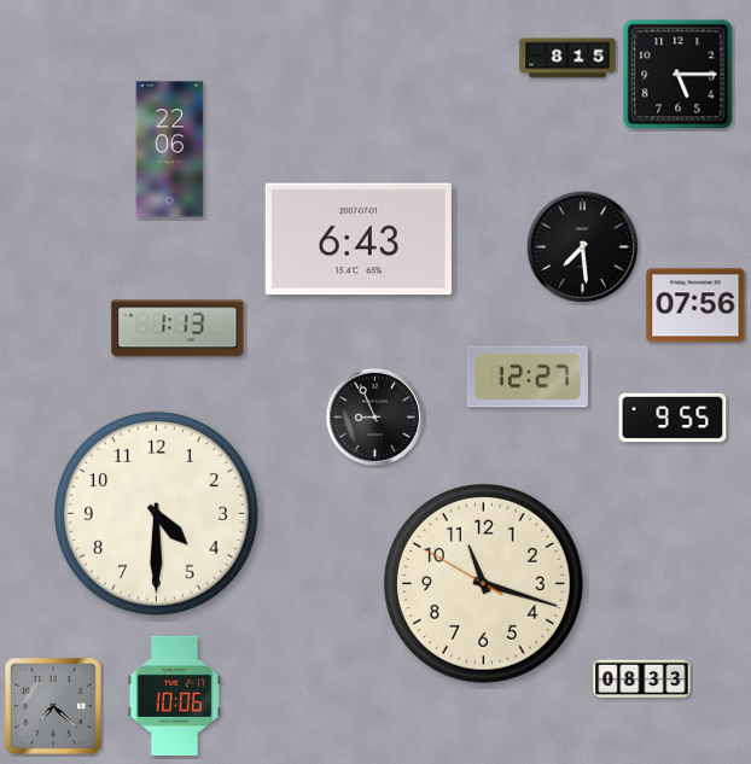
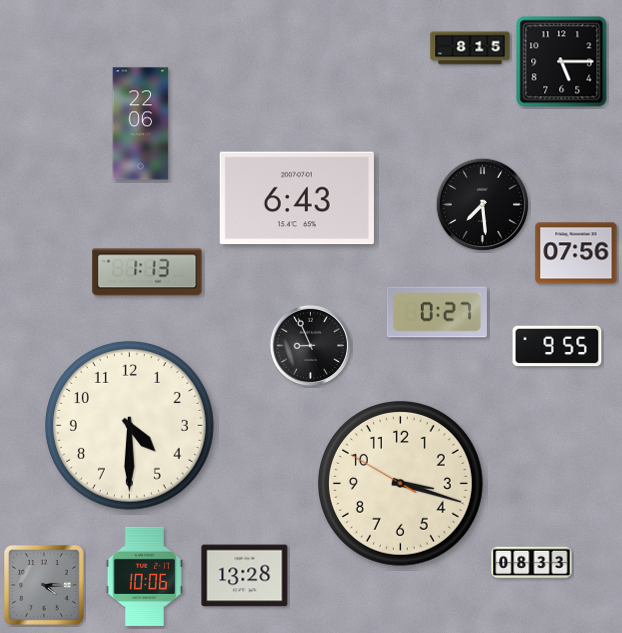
clock at (528, 377): 12:27 -> 0:27
clock at (483, 583): 11:17 -> 3:17
clock at (245, 576): none -> 13:28
clock at (53, 706): 7:22 -> 4:15
